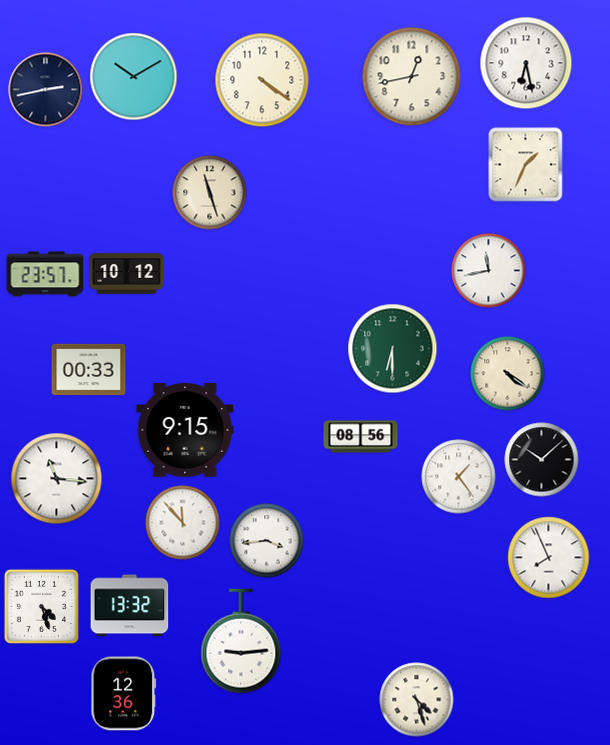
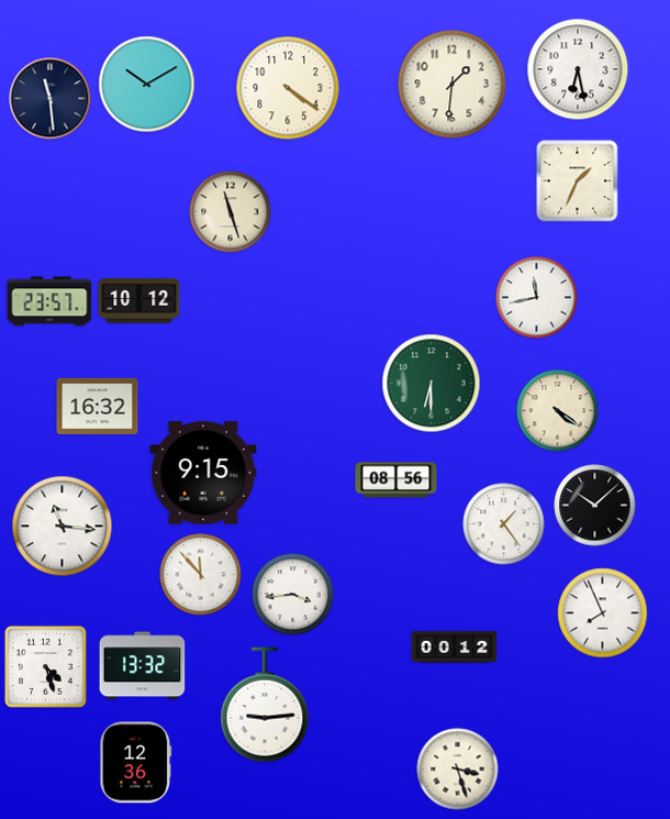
clock at (412, 77): 12:43 -> 1:31
clock at (46, 90): 2:43 -> 11:29
clock at (89, 370): 00:33 -> 16:32
clock at (455, 648): none -> 00:12
clock at (417, 700): 4:27 -> 3:27
